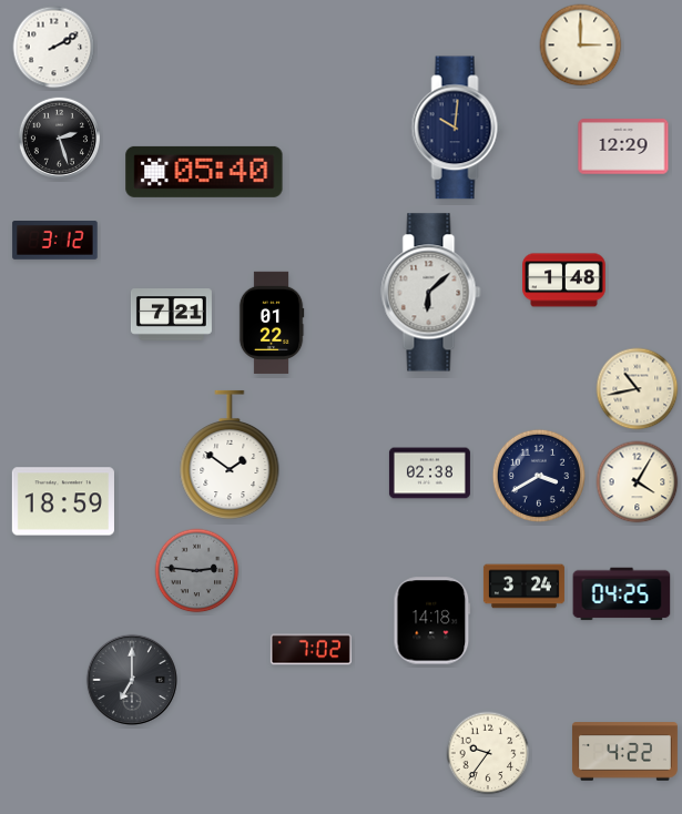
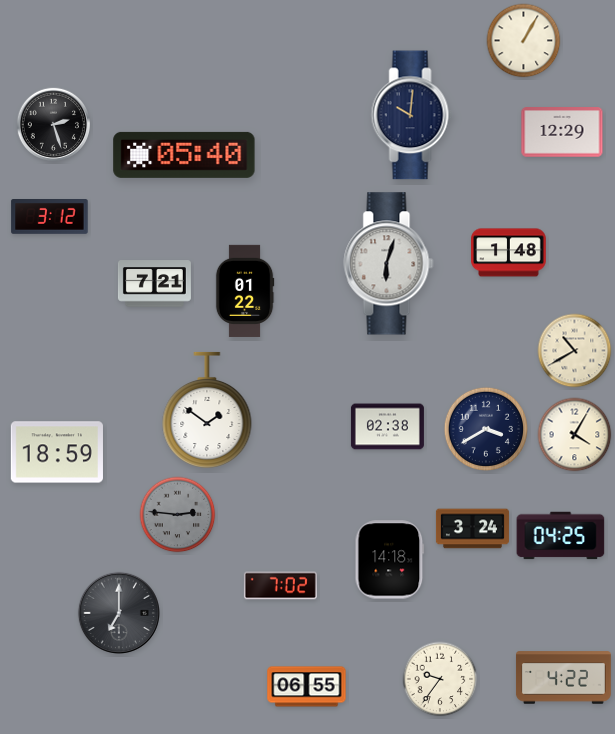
clock at (581, 45): 3:00 -> 1:05
clock at (54, 48): 2:10 -> none
clock at (431, 293): 6:08 -> 6:03
clock at (638, 389): 10:43 -> 10:40
clock at (307, 687): none -> 06:55
